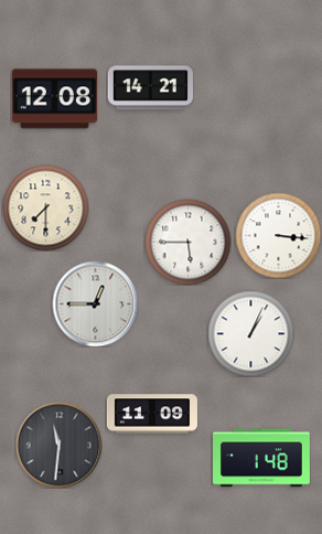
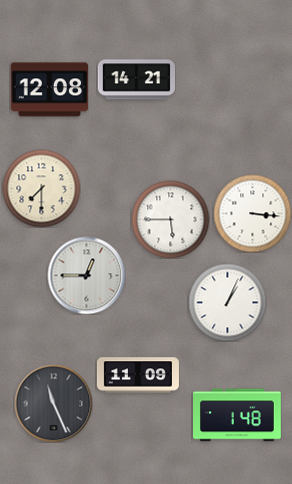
clock at (58, 445): 11:31 -> 11:26
